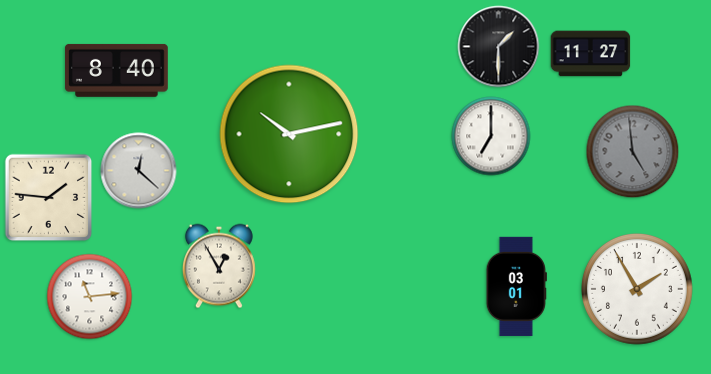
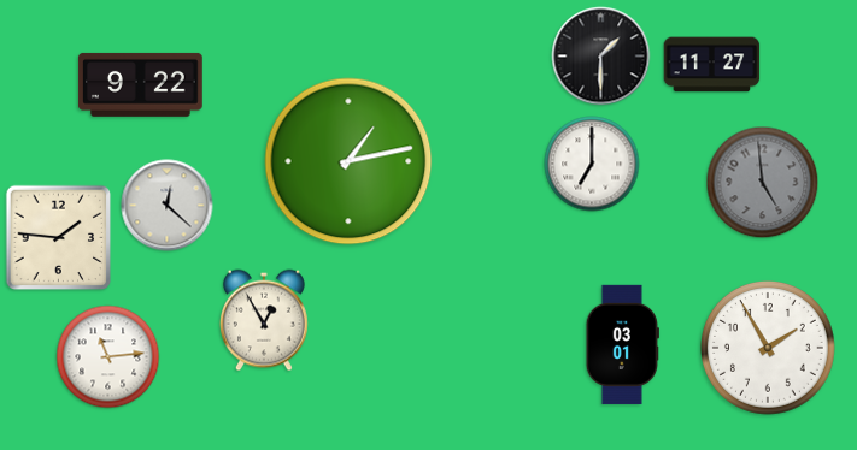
clock at (116, 70): 8:40 -> 9:22
clock at (289, 134): 10:13 -> 1:13
